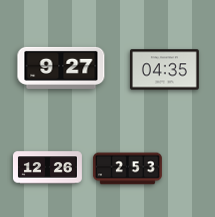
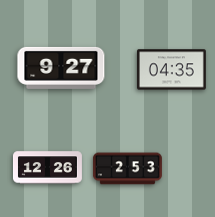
clock at (164, 70) position: (164, 70) -> (171, 70)
